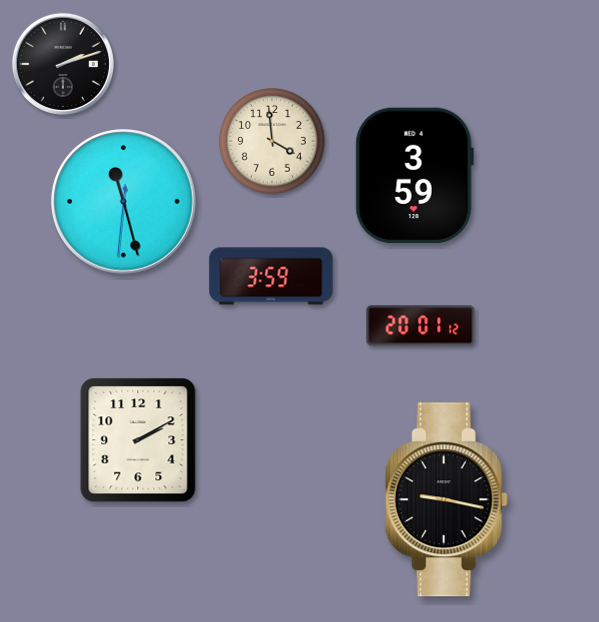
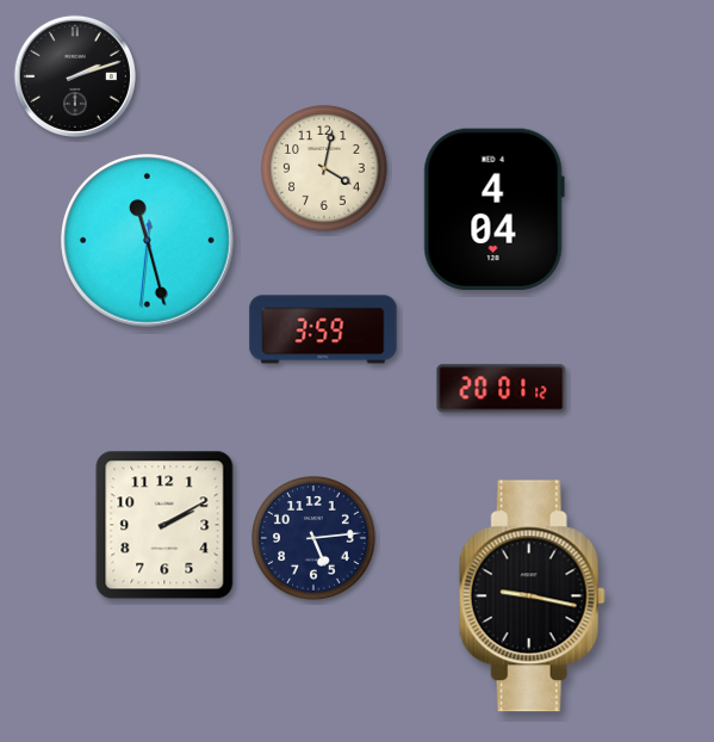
clock at (272, 141): 3:59 -> 4:02
clock at (414, 175): 3:59 -> 4:04
clock at (315, 539): none -> 5:14
